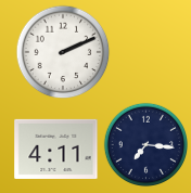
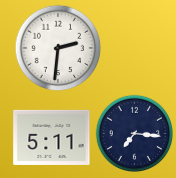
clock at (63, 52): 2:11 -> 2:31
clock at (56, 149): 4:11 -> 5:11
